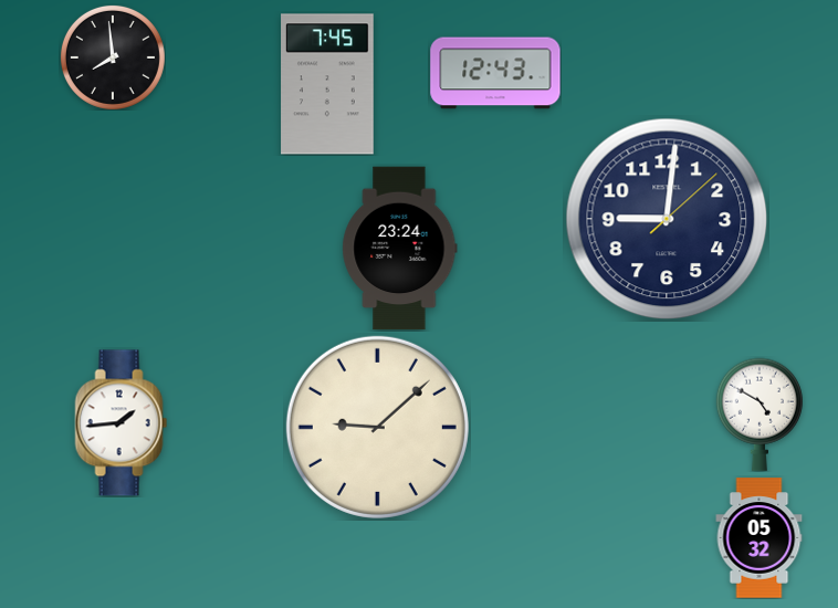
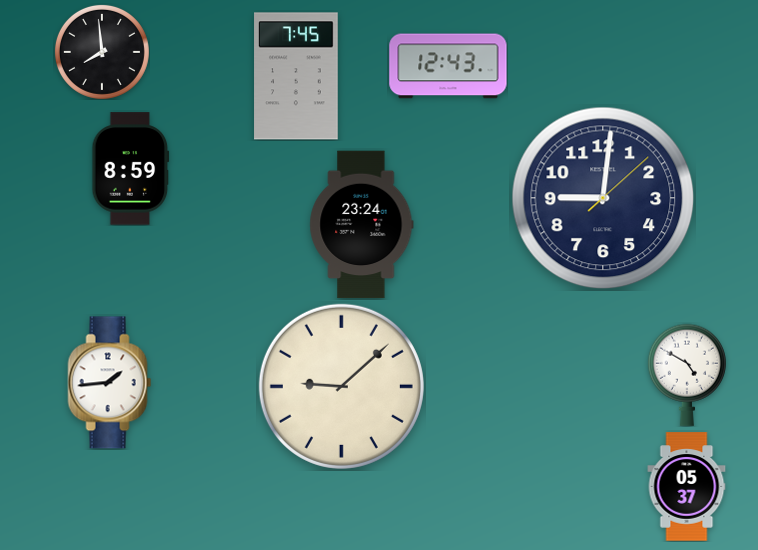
clock at (131, 169): none -> 8:59
clock at (760, 538): 05:32 -> 05:37
